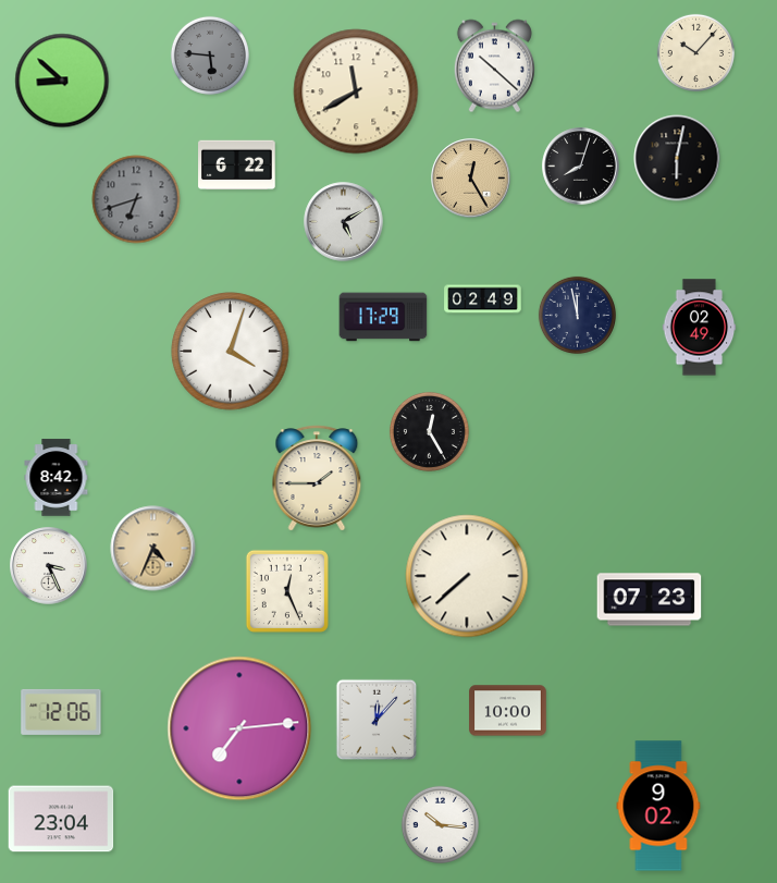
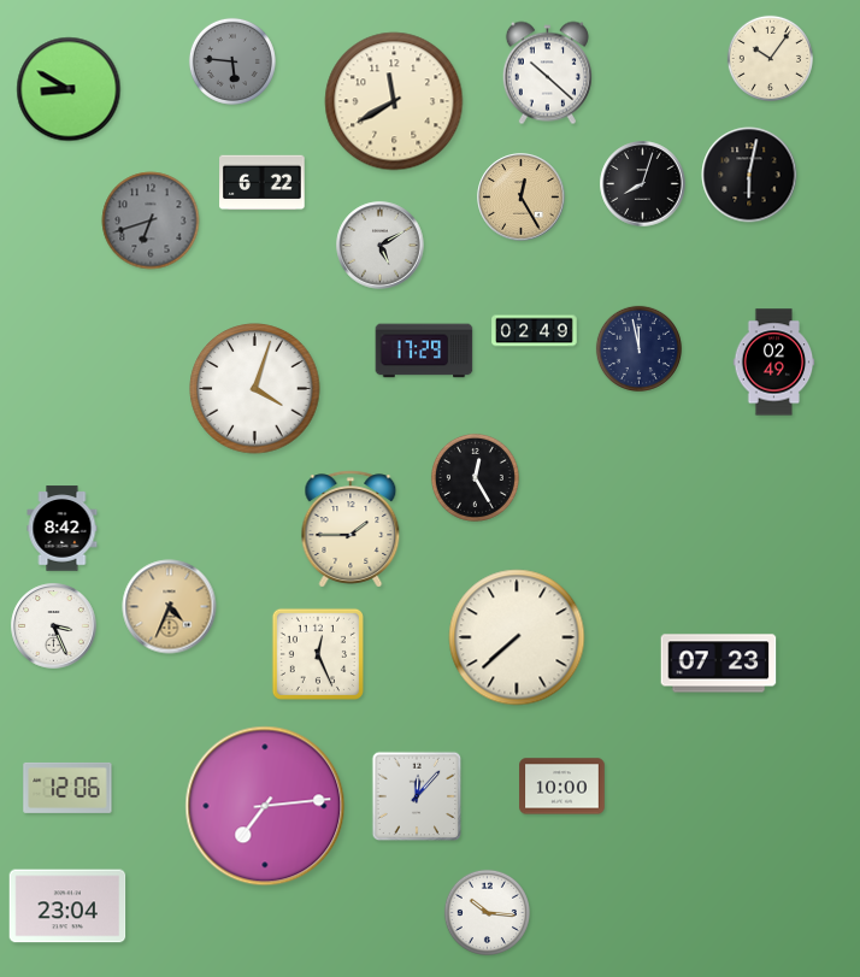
clock at (695, 52): 10:07 -> 10:06
clock at (62, 81): 8:52 -> 8:50
clock at (658, 806): 9:02 -> none
